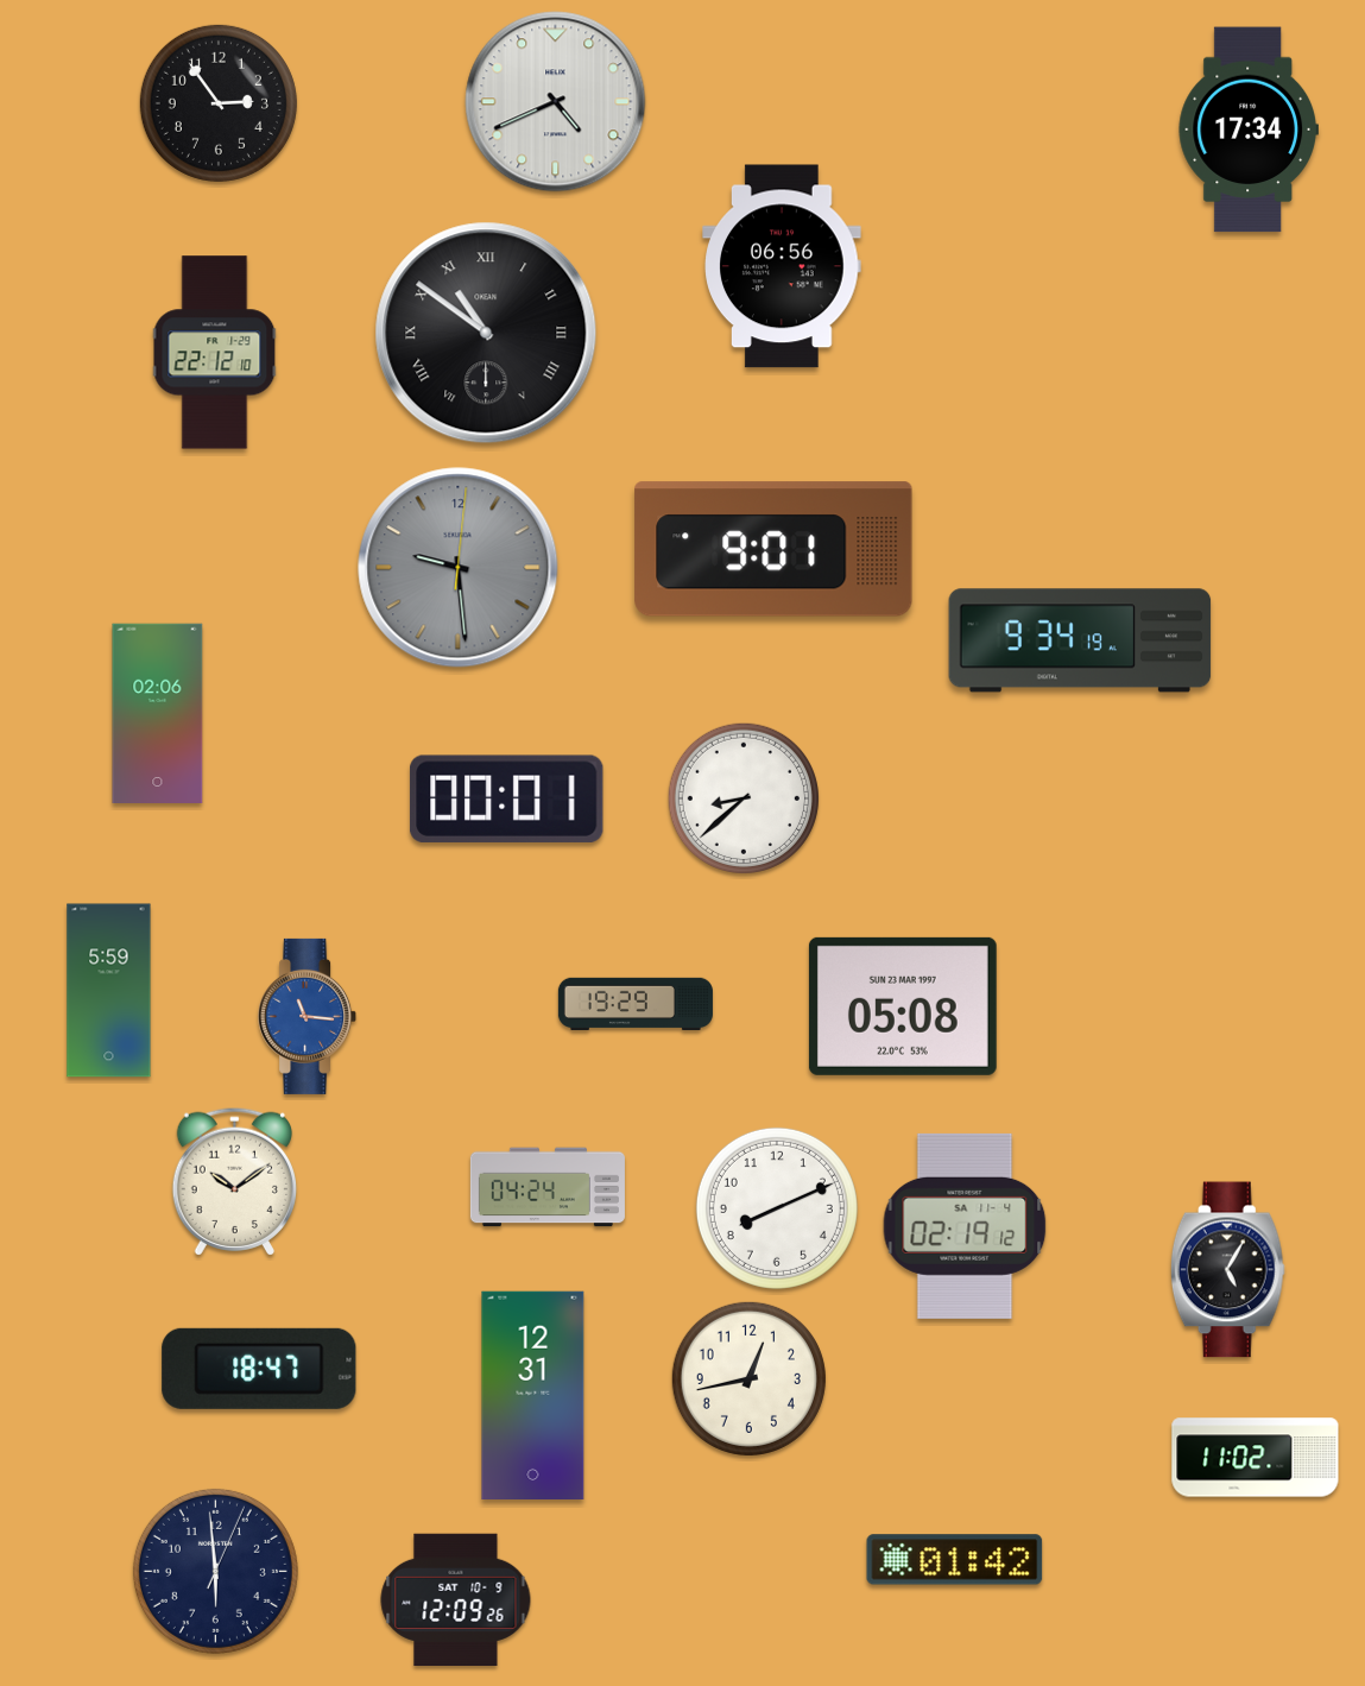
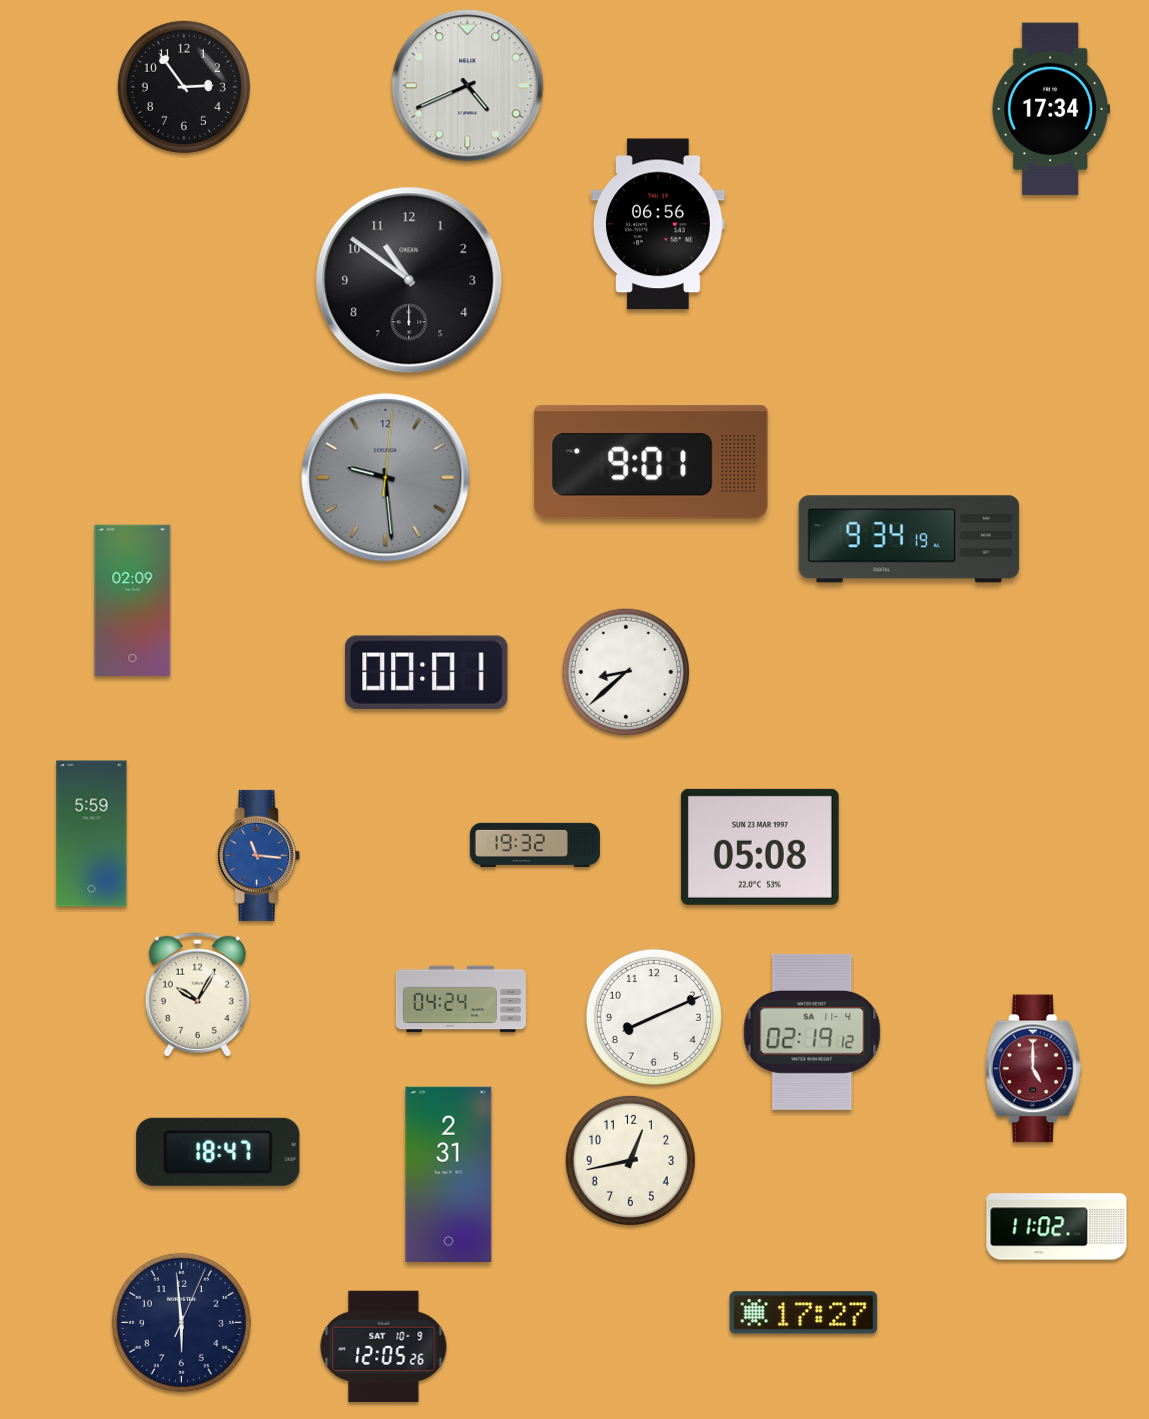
clock at (486, 333) numerals: Roman -> Arabic
clock at (215, 353): 22:12 -> none
clock at (158, 714): 02:06 -> 02:09
clock at (636, 1004): 19:29 -> 19:32
clock at (234, 1181): 10:09 -> 10:05
clock at (1227, 1270): 5:05 -> 5:00
clock at (1227, 1270) dial: black -> burgundy
clock at (533, 1395): 12:31 -> 2:31
clock at (955, 1560): 01:42 -> 17:27
clock at (456, 1599): 12:09 -> 12:05
